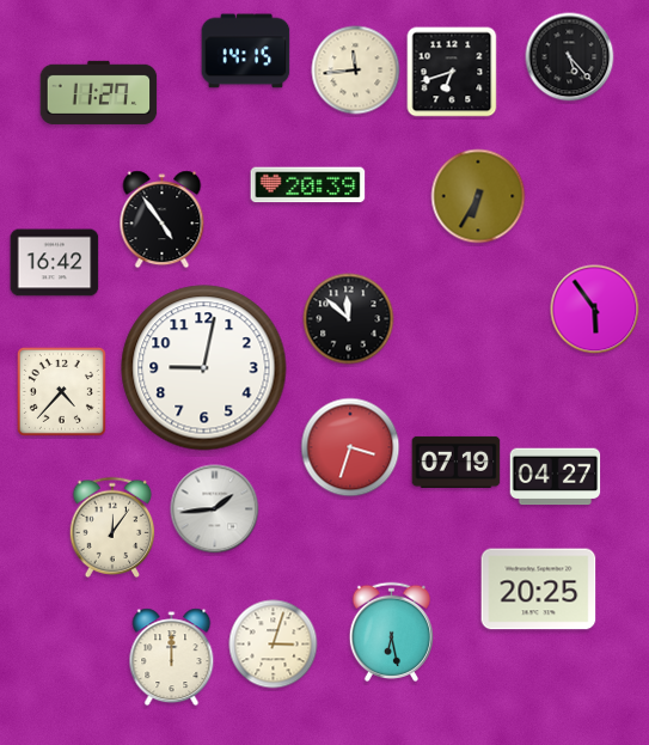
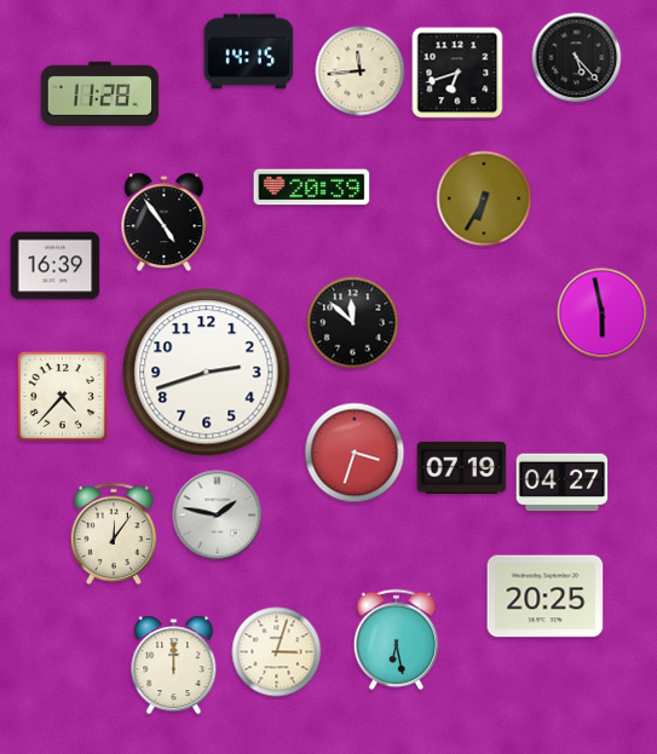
clock at (99, 92): 11:27 -> 11:28
clock at (55, 263): 16:42 -> 16:39
clock at (595, 310): 5:54 -> 5:58
clock at (204, 368): 9:02 -> 2:42
clock at (215, 509): 1:44 -> 1:47
